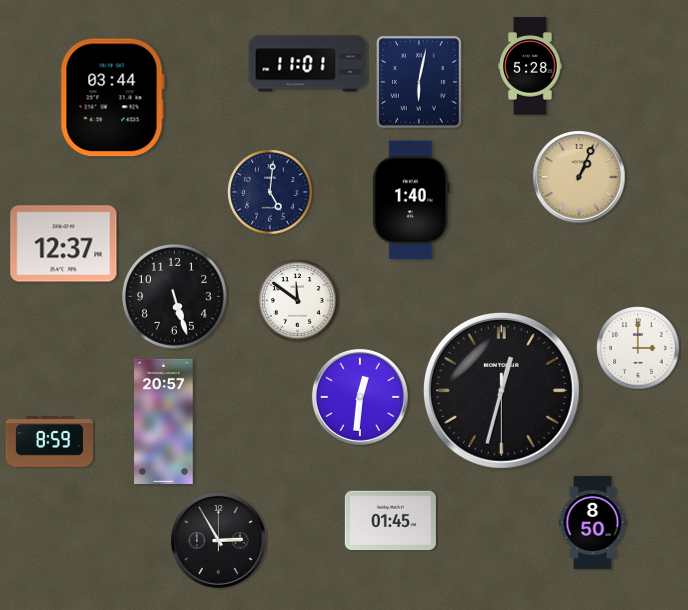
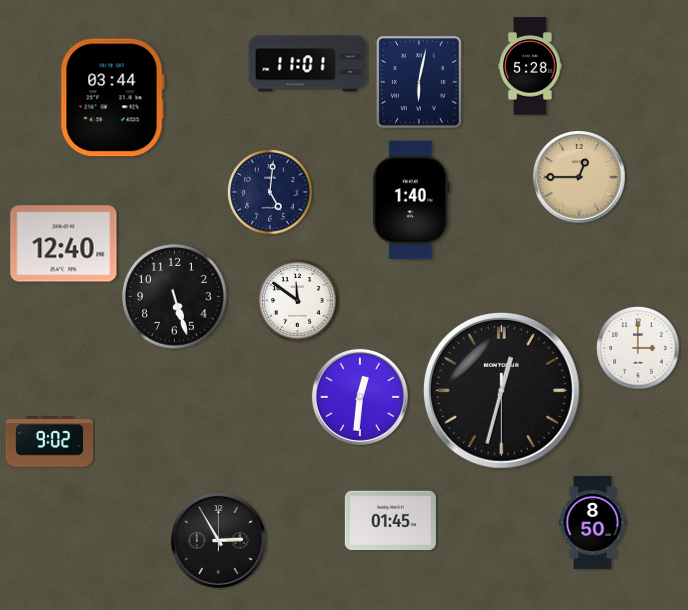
clock at (580, 178): 1:04 -> 12:45
clock at (64, 244): 12:37 -> 12:40
clock at (164, 421): 20:57 -> none
clock at (50, 442): 8:59 -> 9:02
